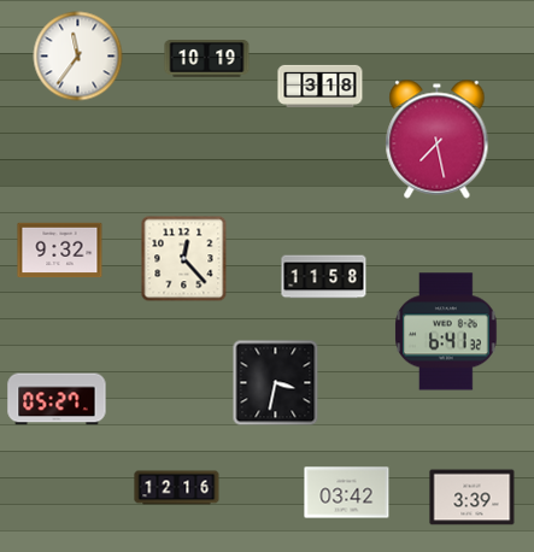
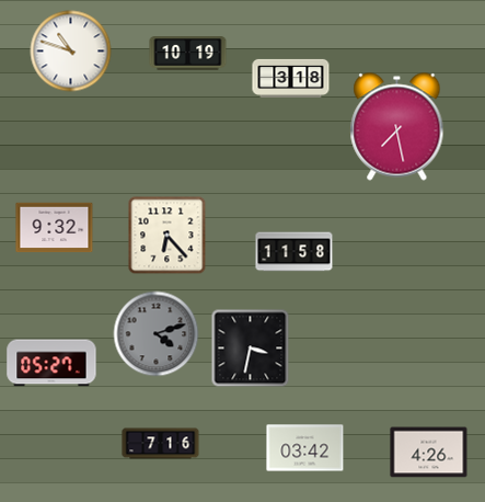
clock at (78, 57): 11:36 -> 10:48
clock at (184, 259): 12:23 -> 6:23
clock at (446, 331): 6:41 -> none
clock at (157, 334): none -> 4:12
clock at (177, 488): 12:16 -> 7:16
clock at (347, 493) position: (347, 493) -> (305, 448)
clock at (473, 498): 3:39 -> 4:26
